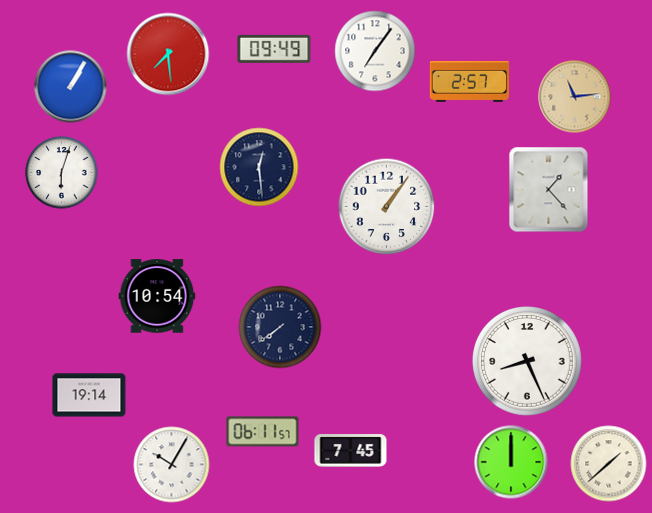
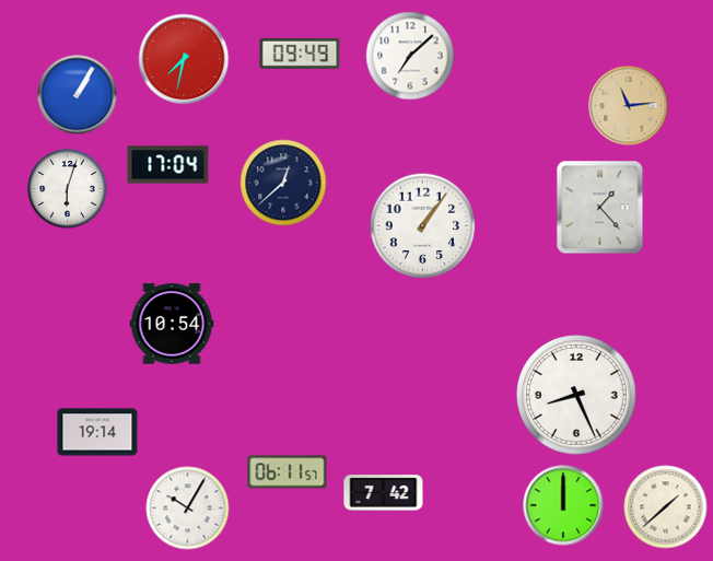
clock at (375, 51): 7:06 -> 7:08
clock at (168, 54): 7:29 -> 7:32
clock at (470, 81): 2:57 -> none
clock at (168, 165): none -> 17:04
clock at (259, 167): 12:29 -> 12:38
clock at (280, 327): 7:39 -> none
clock at (351, 451): 7:45 -> 7:42
clock at (511, 462) position: (511, 462) -> (563, 505)
